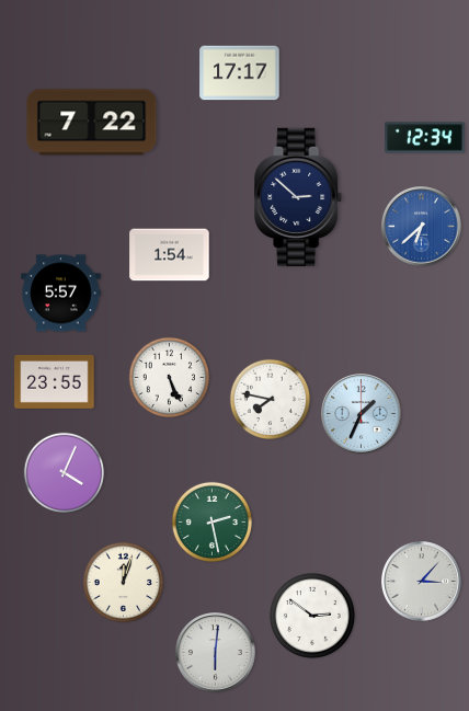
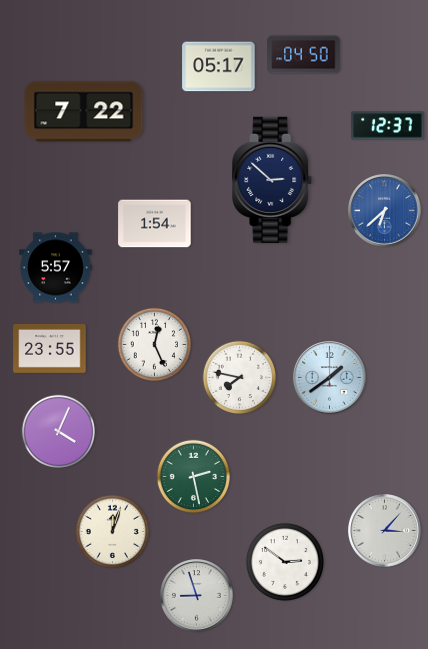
clock at (304, 55): none -> 04:50
clock at (240, 73): 17:17 -> 05:17
clock at (425, 138): 12:34 -> 12:37
clock at (422, 227) position: (422, 227) -> (385, 211)
clock at (170, 255) position: (170, 255) -> (155, 224)
clock at (169, 377): 5:26 -> 12:26
clock at (270, 399) position: (270, 399) -> (239, 377)
clock at (362, 414): 1:34 -> 1:39
clock at (216, 653): 6:01 -> 8:57
